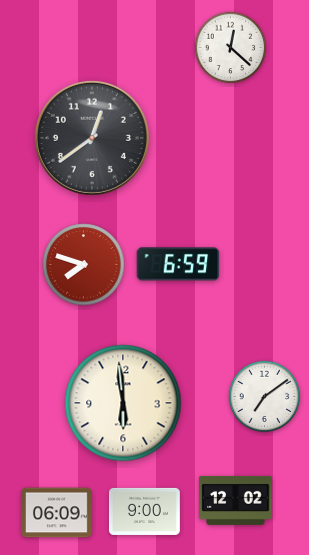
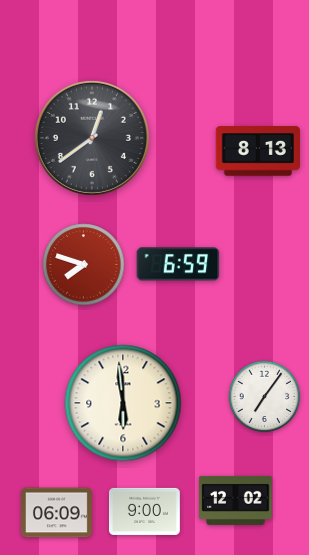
clock at (231, 48): 12:22 -> none
clock at (258, 151): none -> 8:13
clock at (265, 397): 7:09 -> 7:06
